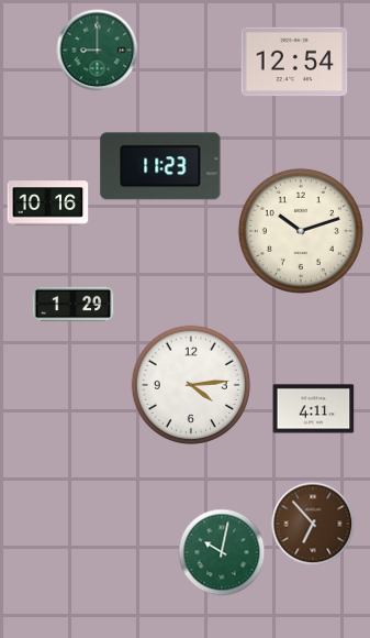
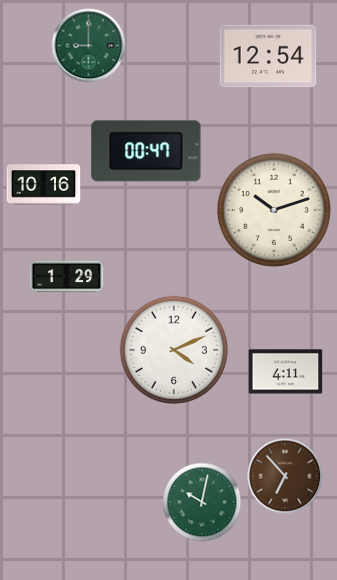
clock at (160, 166): 11:23 -> 00:47
clock at (191, 385): 4:14 -> 4:11
